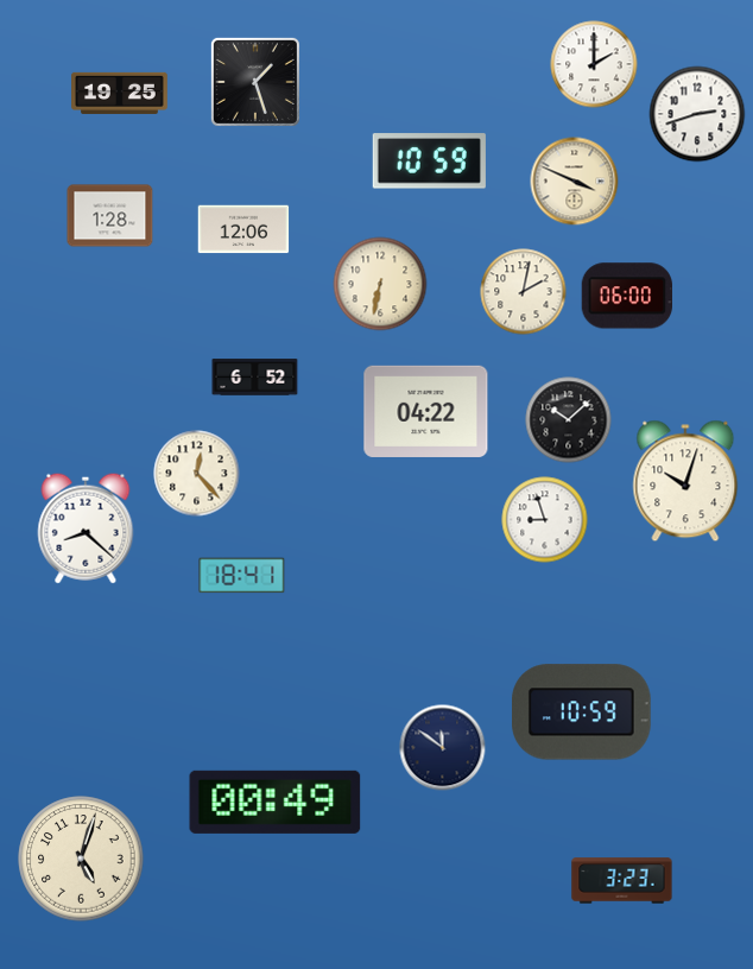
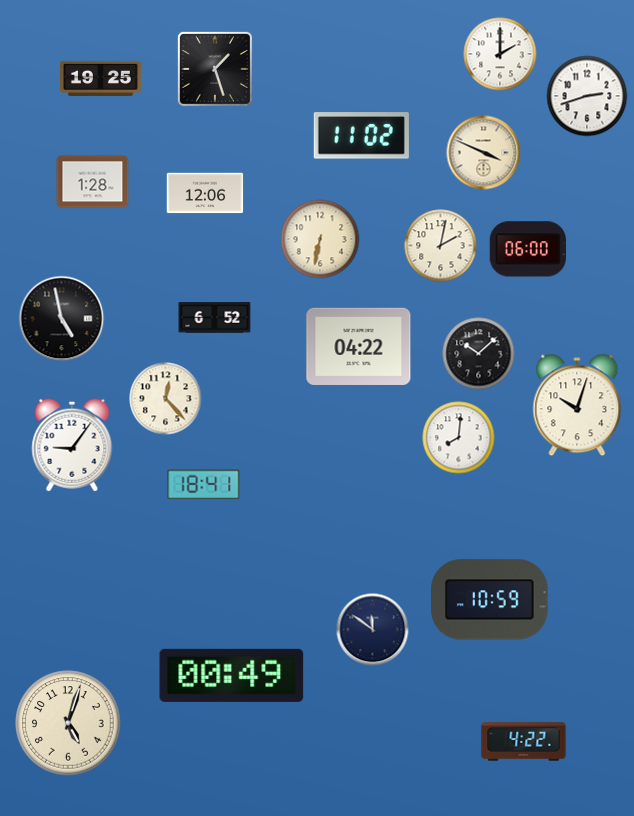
clock at (429, 161): 10:59 -> 11:02
clock at (62, 319): none -> 4:58
clock at (545, 520): 8:57 -> 8:01
clock at (86, 528): 8:22 -> 9:06
clock at (622, 881): 3:23 -> 4:22
